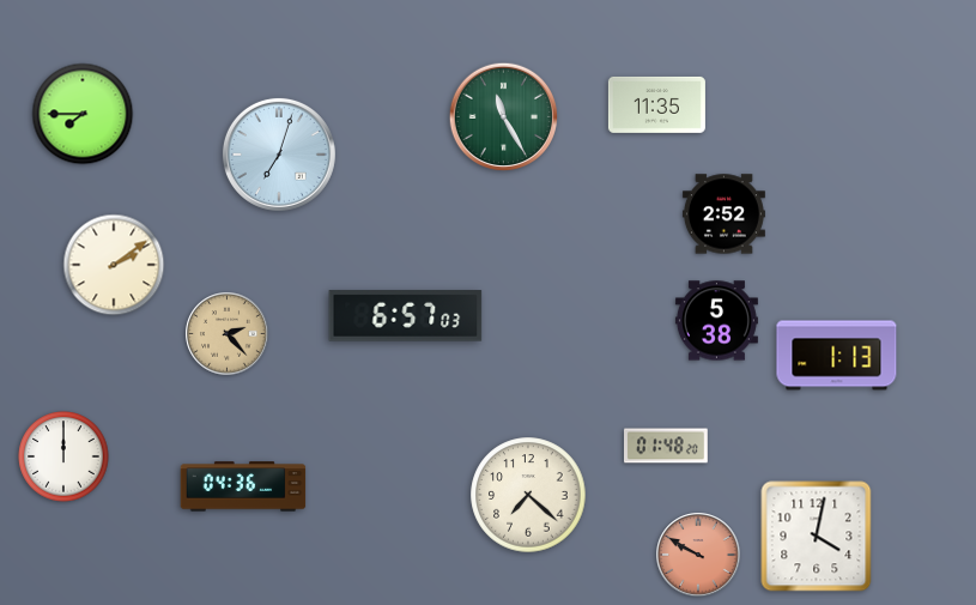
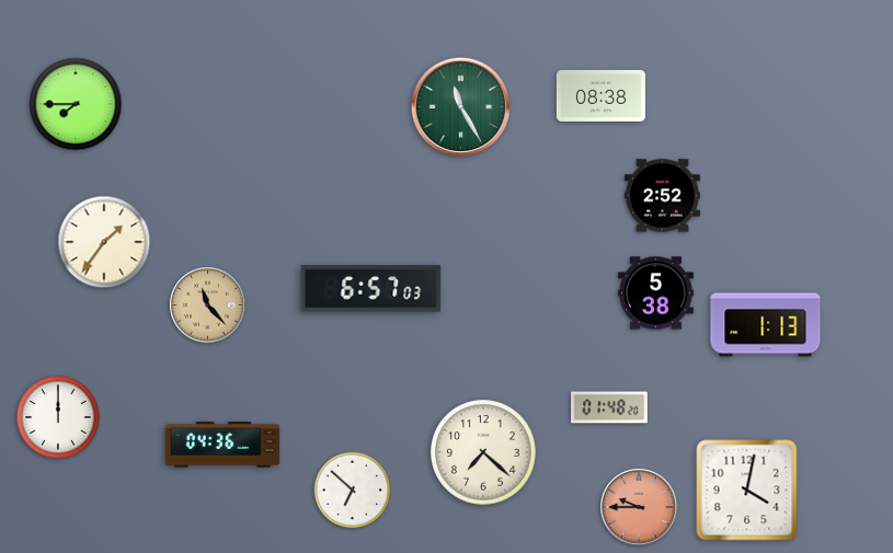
clock at (656, 104): 11:35 -> 08:38
clock at (279, 155): 7:03 -> none
clock at (114, 265): 2:09 -> 1:36
clock at (228, 334): 2:23 -> 11:23
clock at (353, 491): none -> 6:52
clock at (698, 555): 9:50 -> 9:45
